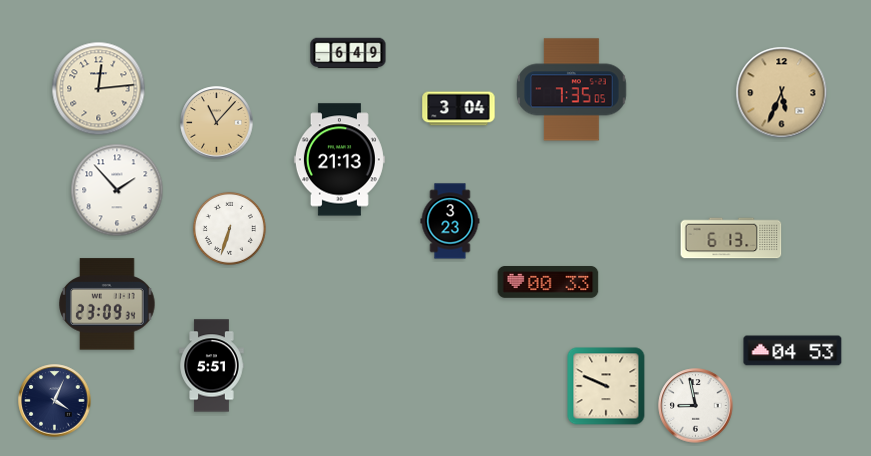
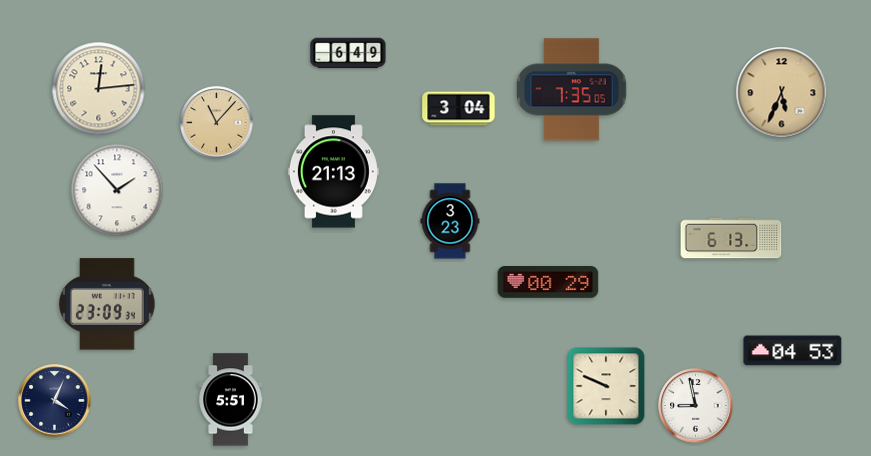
clock at (339, 160) position: (339, 160) -> (333, 172)
clock at (229, 228): 6:33 -> none
clock at (548, 283): 00:33 -> 00:29
clock at (212, 366) position: (212, 366) -> (231, 400)
